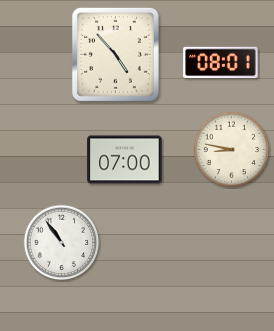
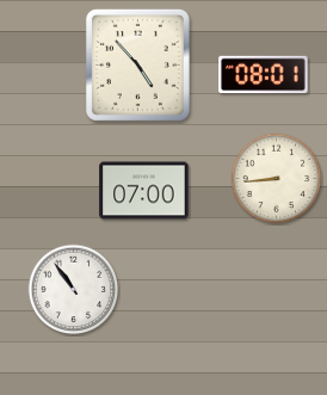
clock at (232, 150): 8:47 -> 8:44
clock at (125, 160) position: (125, 160) -> (144, 191)
